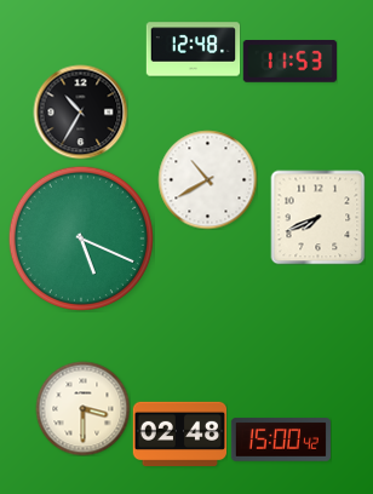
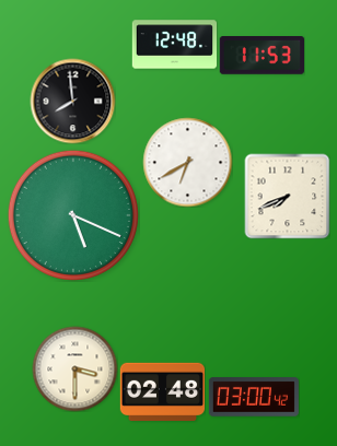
clock at (80, 111): 10:35 -> 7:59
clock at (207, 179): 10:40 -> 6:40
clock at (281, 440): 15:00 -> 03:00
